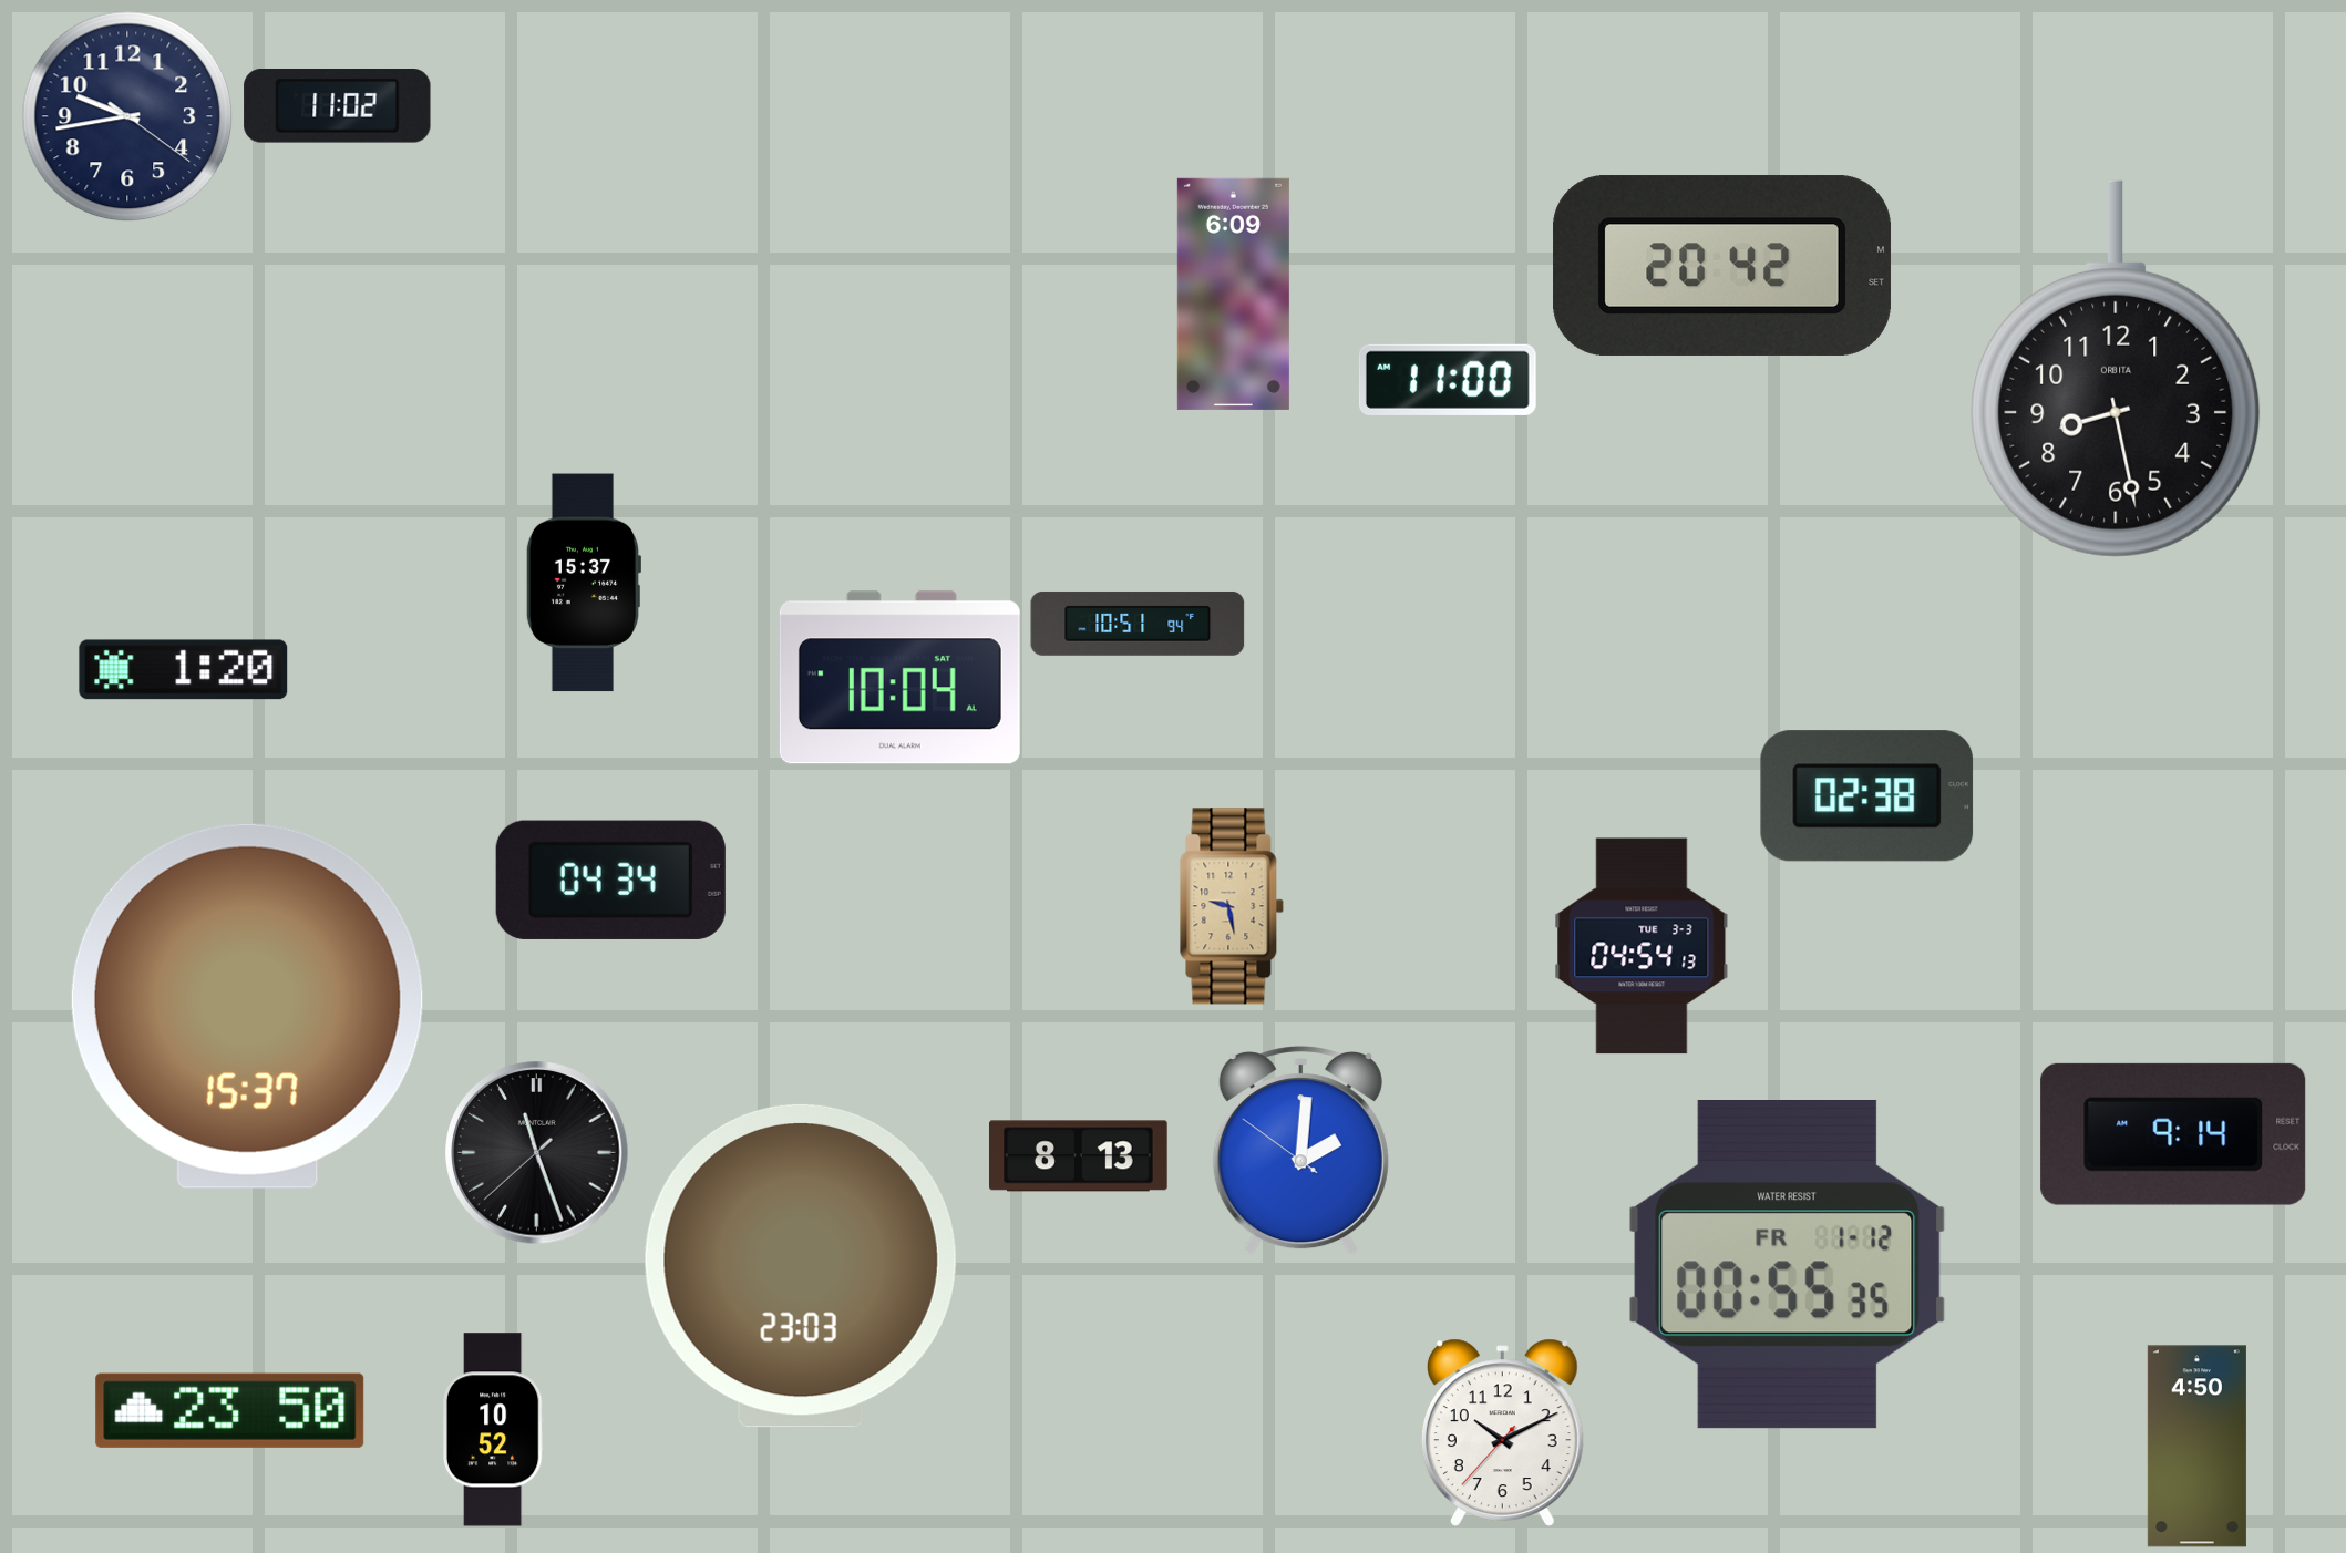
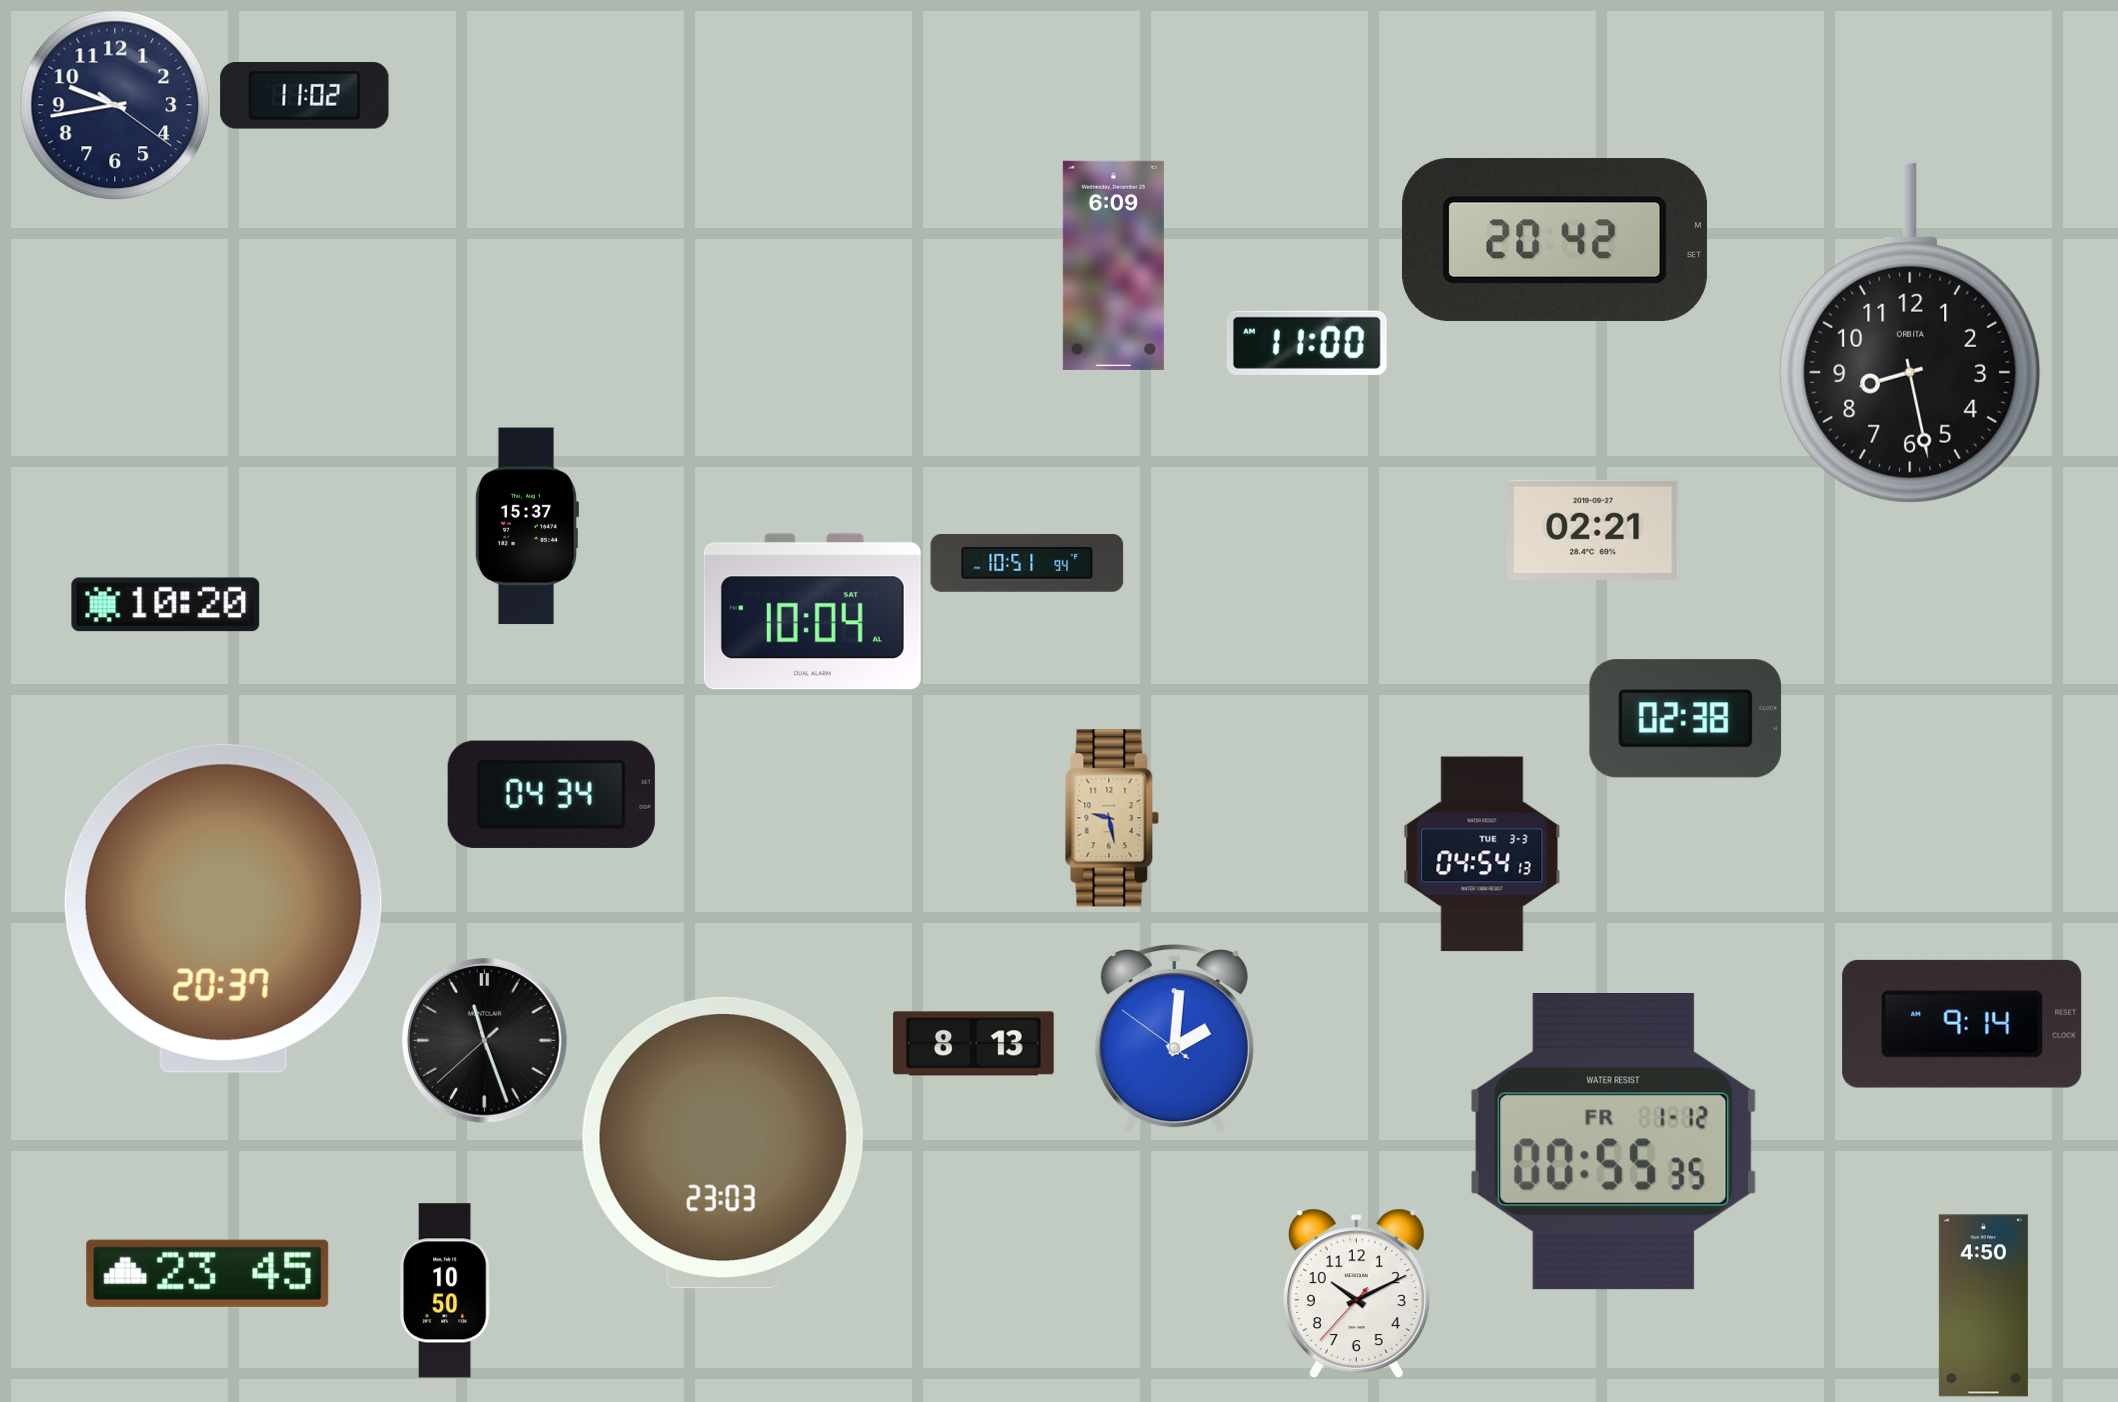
clock at (1593, 530): none -> 02:21
clock at (184, 670): 1:20 -> 10:20
clock at (247, 1006): 15:37 -> 20:37
clock at (230, 1410): 23:50 -> 23:45
clock at (493, 1430): 10:52 -> 10:50
